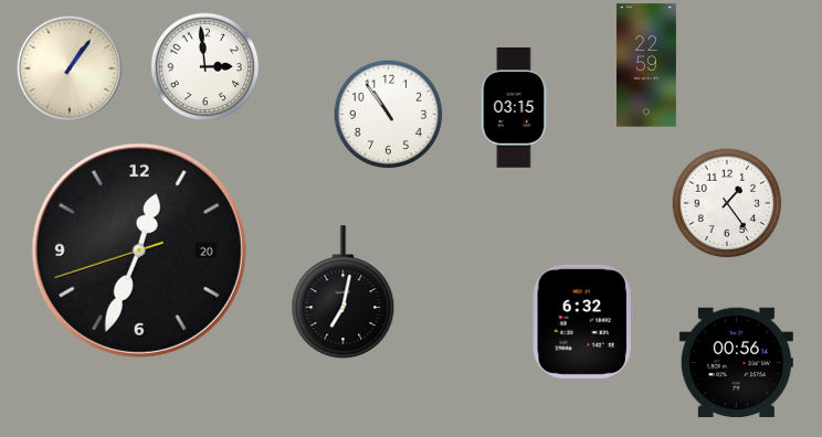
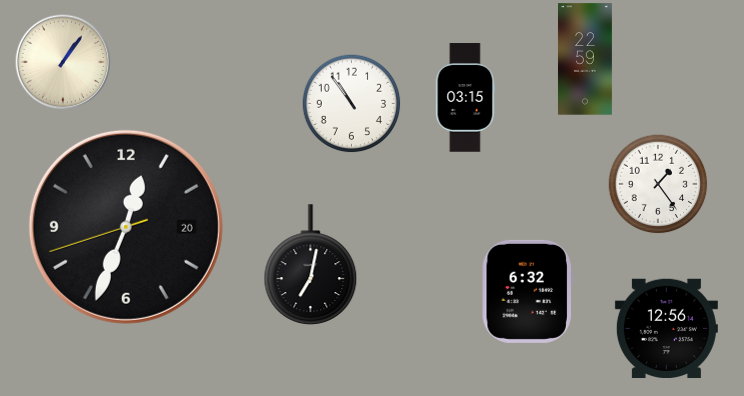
clock at (205, 67): 2:59 -> none
clock at (736, 362): 00:56 -> 12:56
